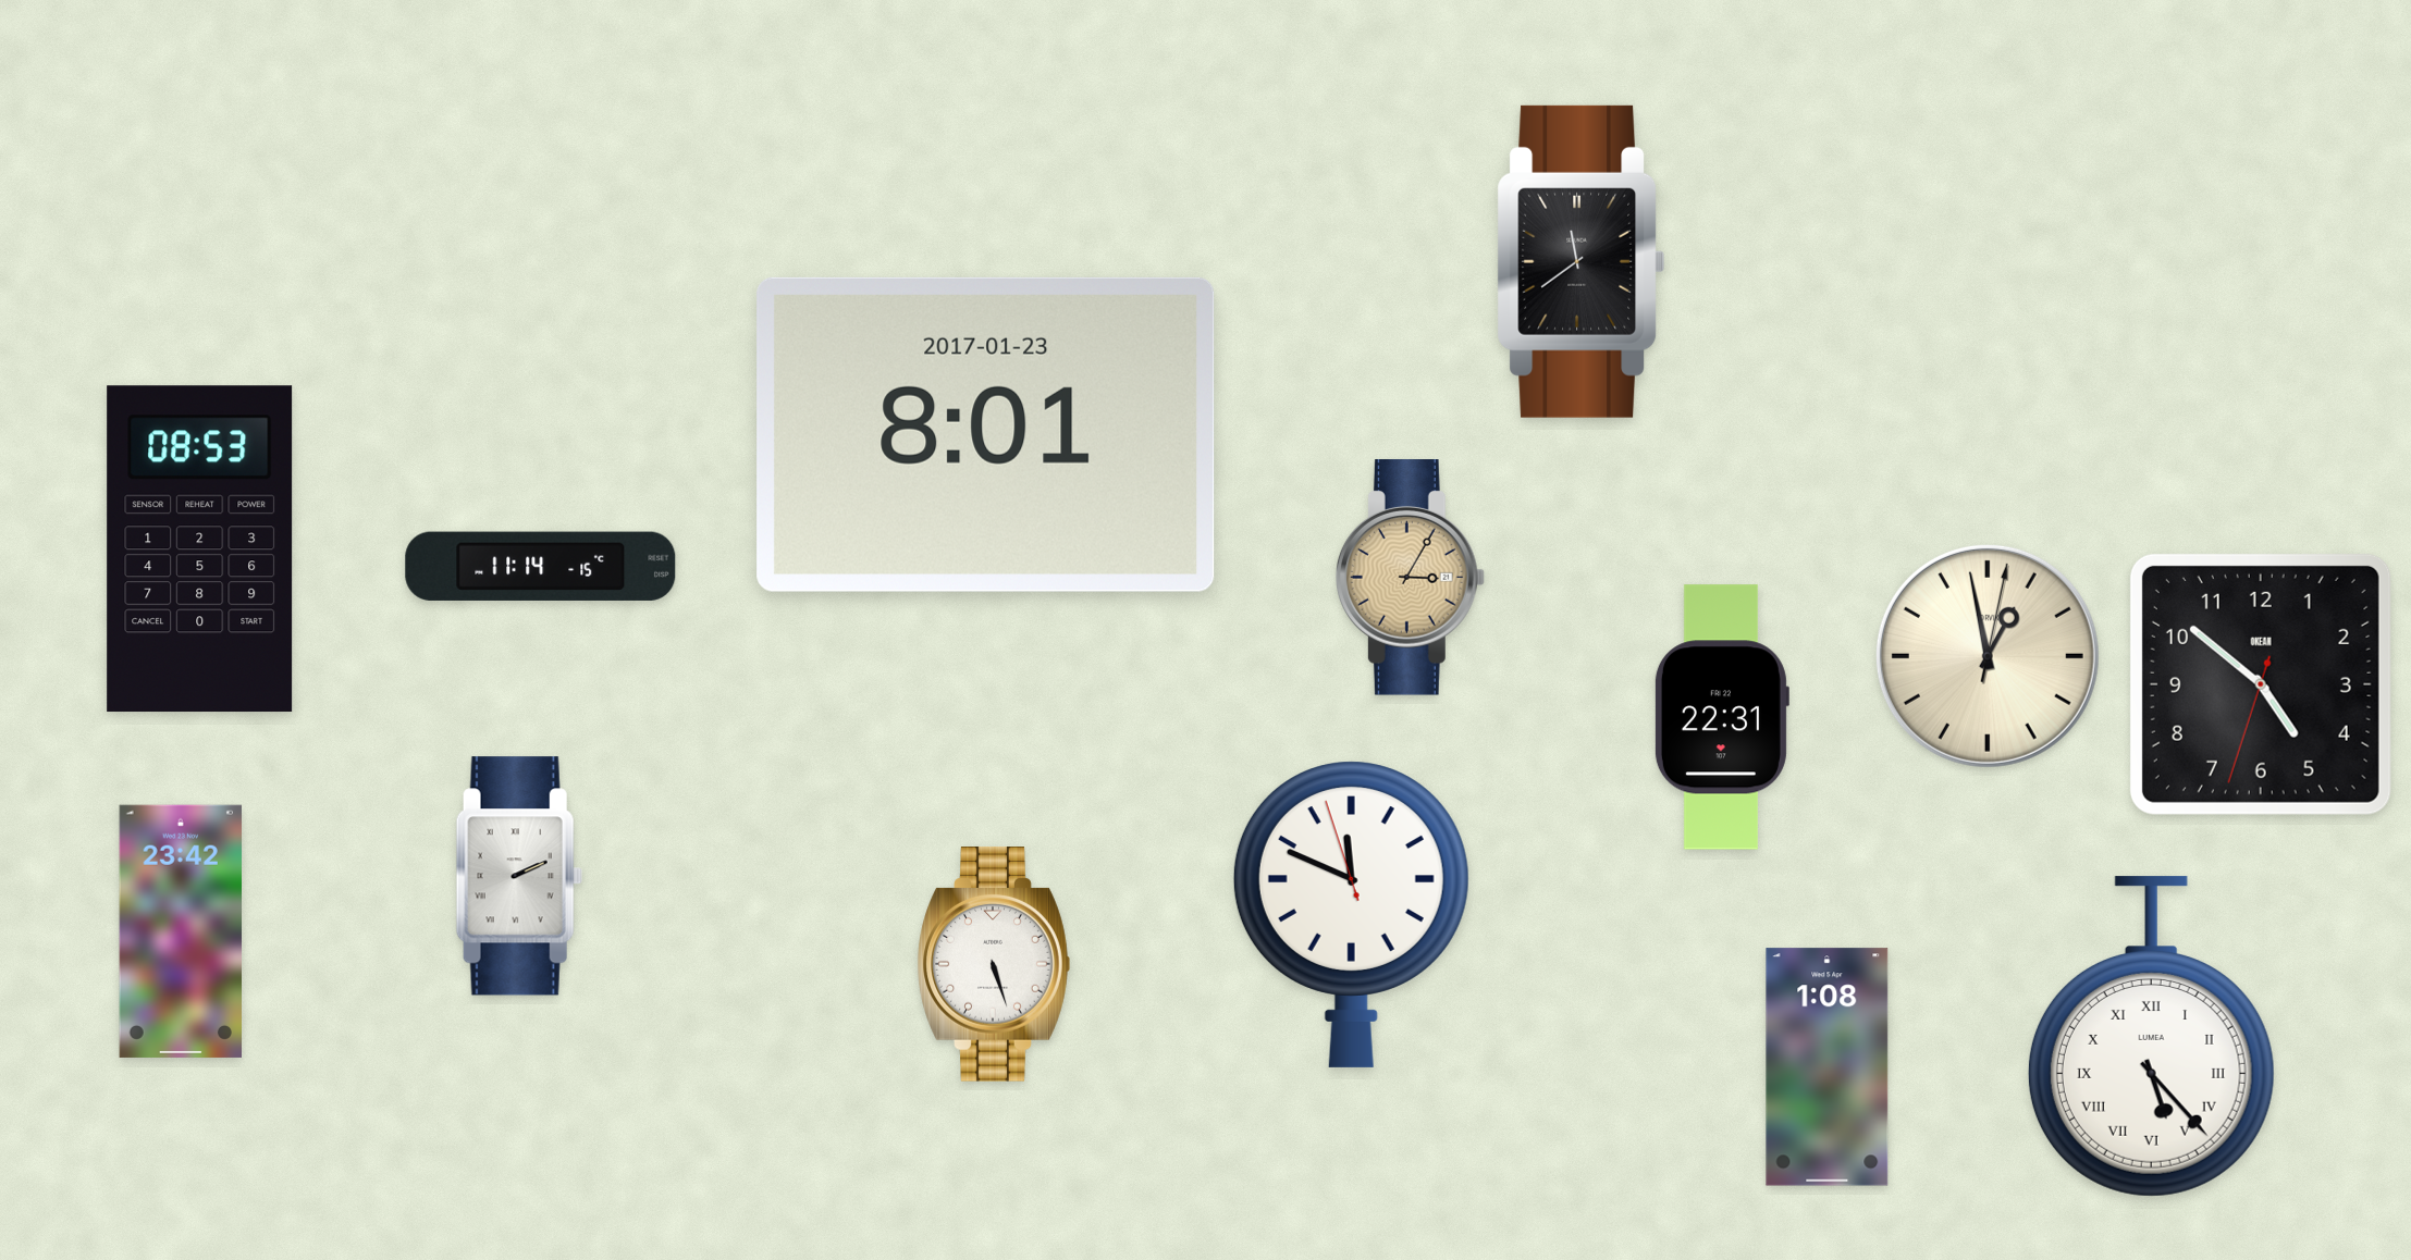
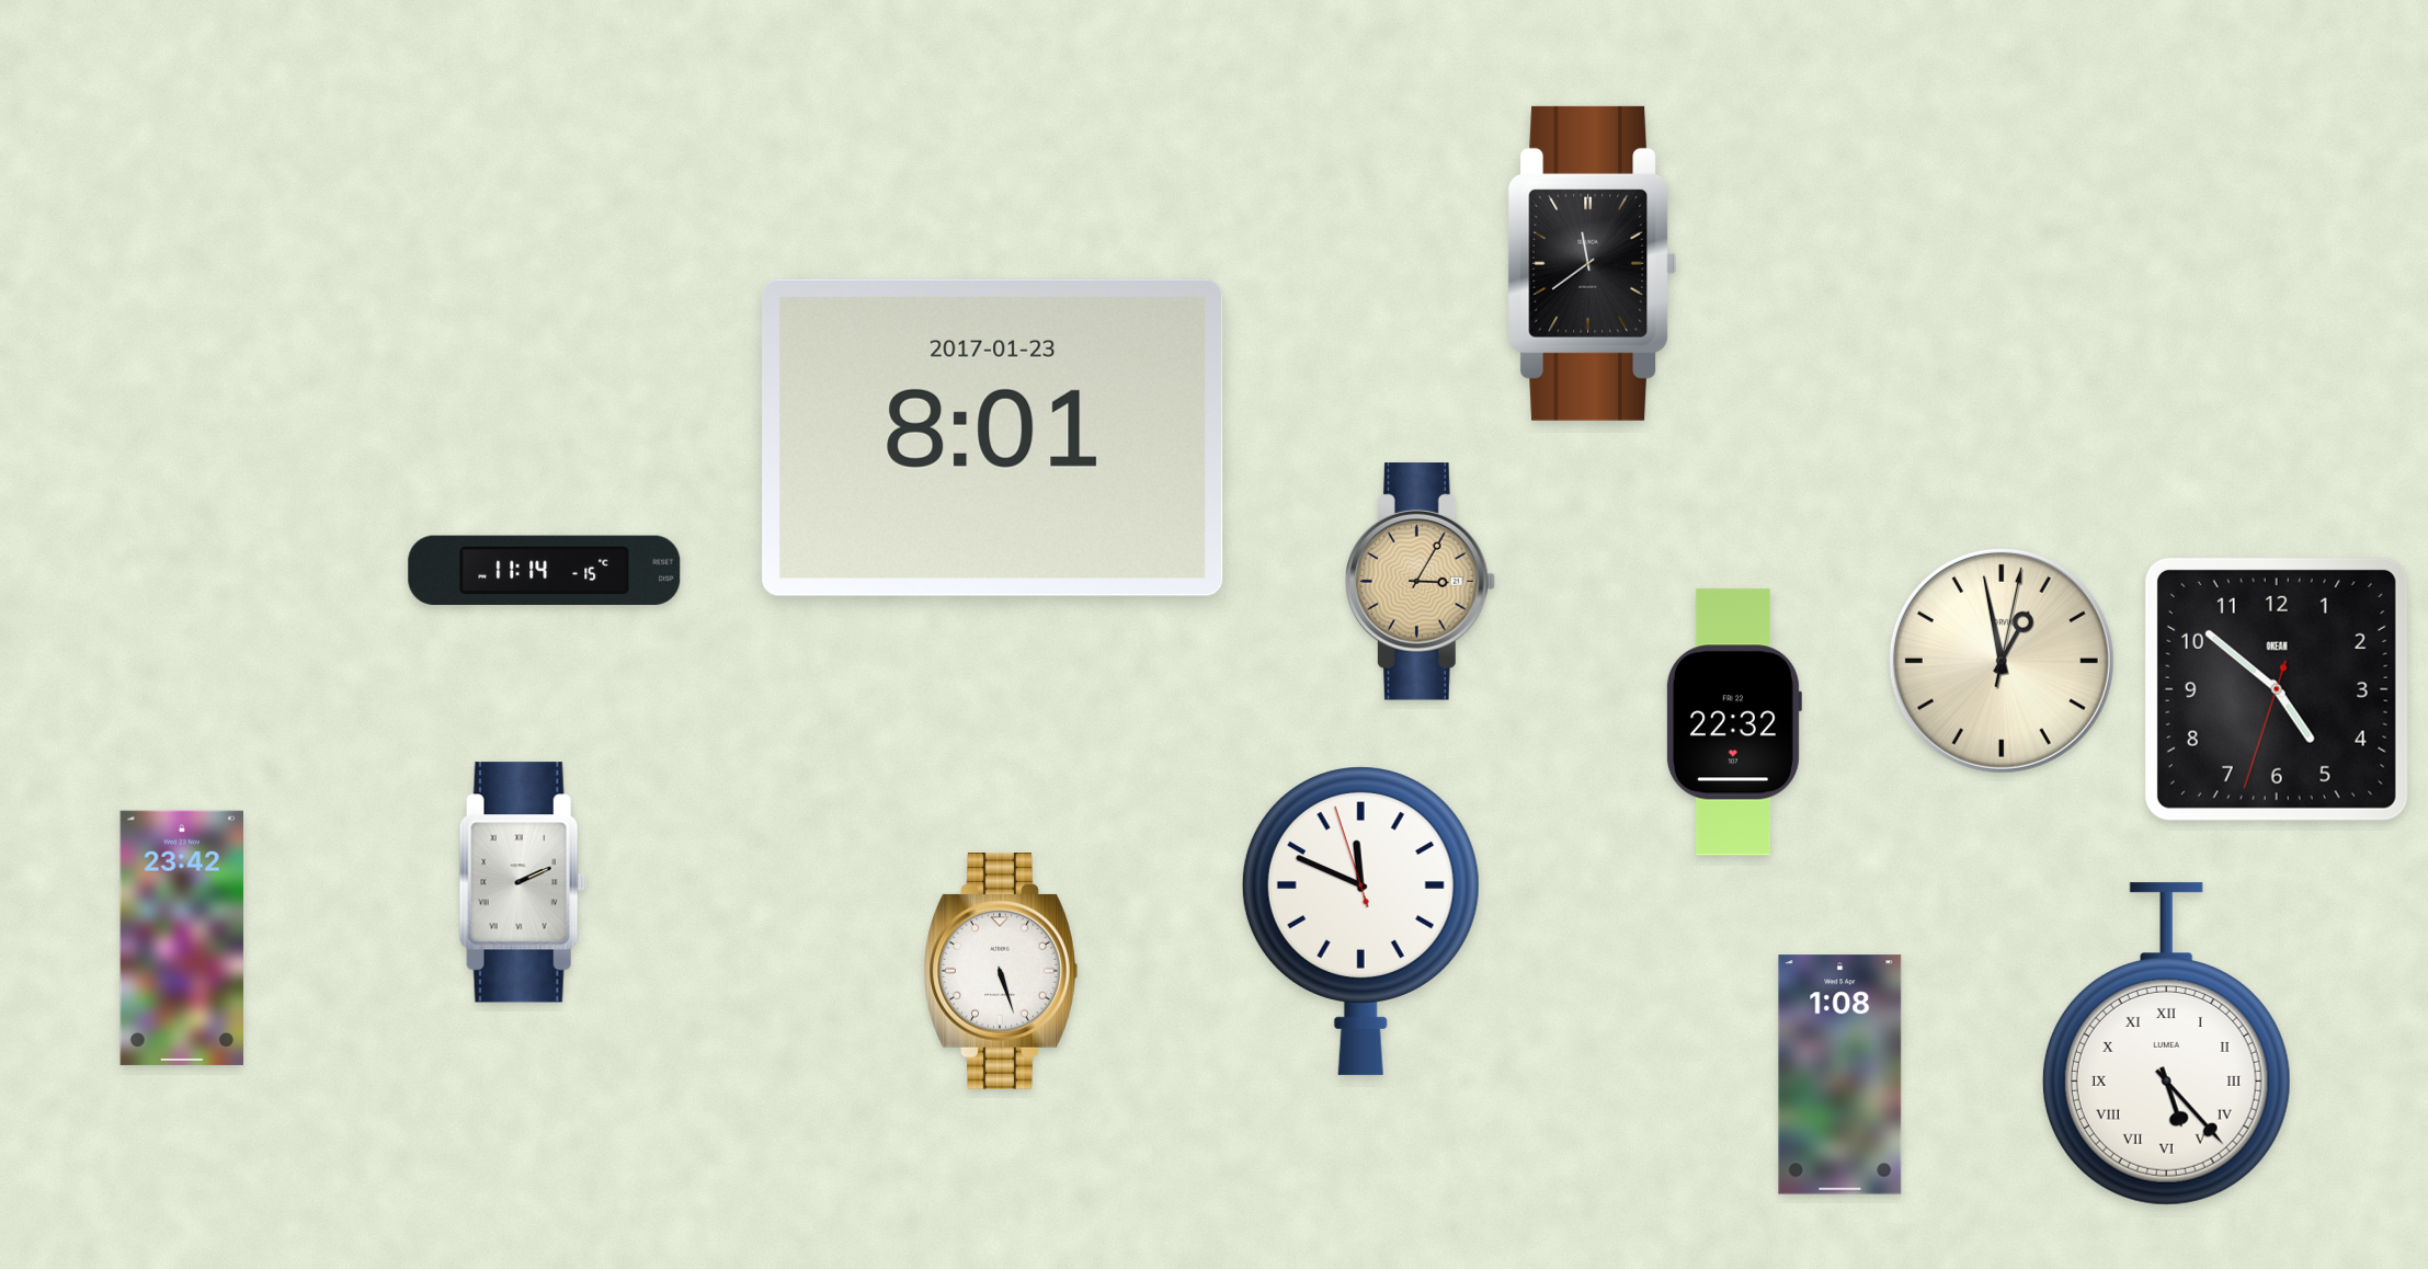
clock at (200, 549): 08:53 -> none
clock at (1721, 717): 22:31 -> 22:32
